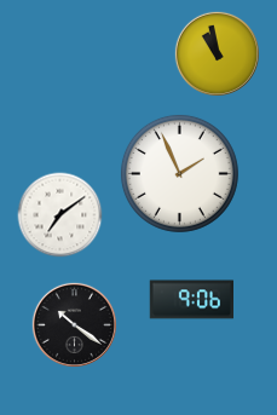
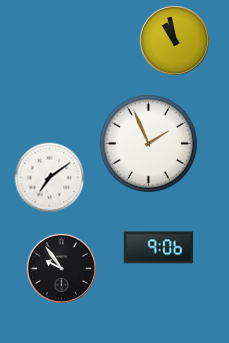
clock at (217, 53) position: (217, 53) -> (174, 40)
clock at (74, 324): 10:21 -> 9:54
